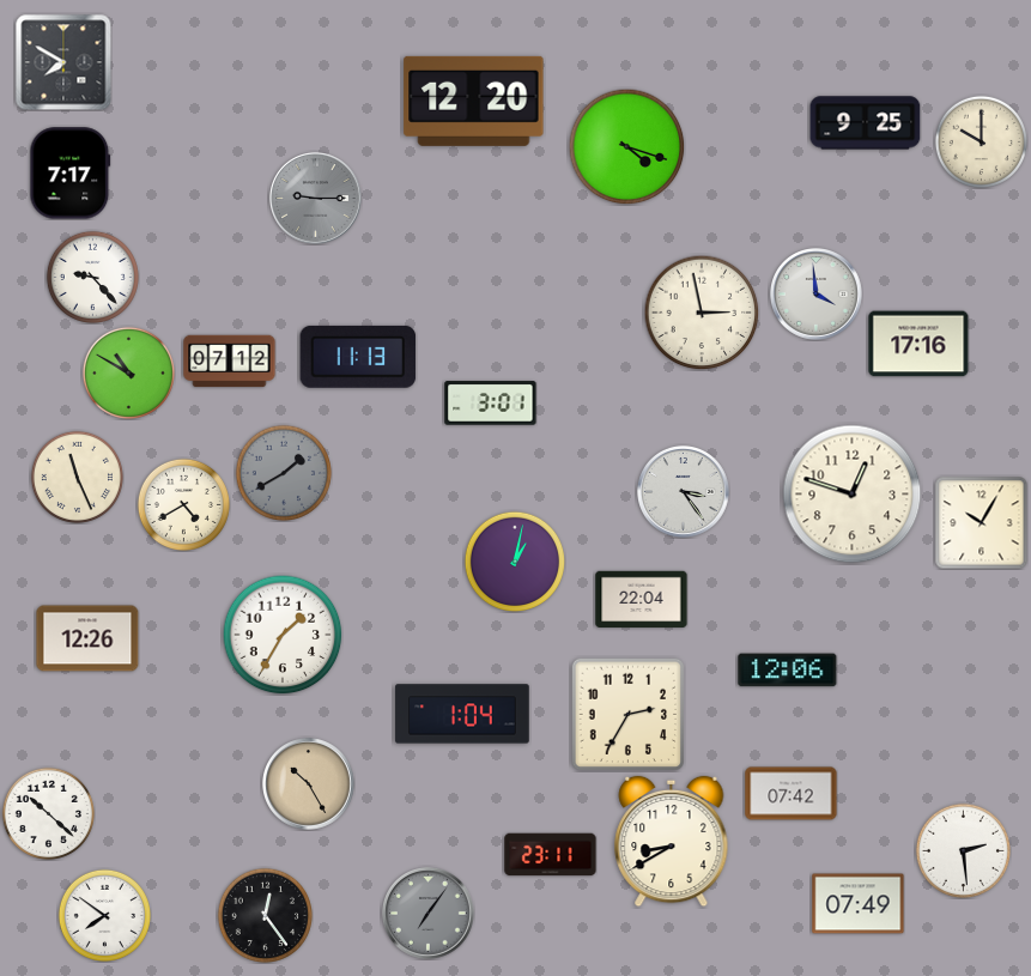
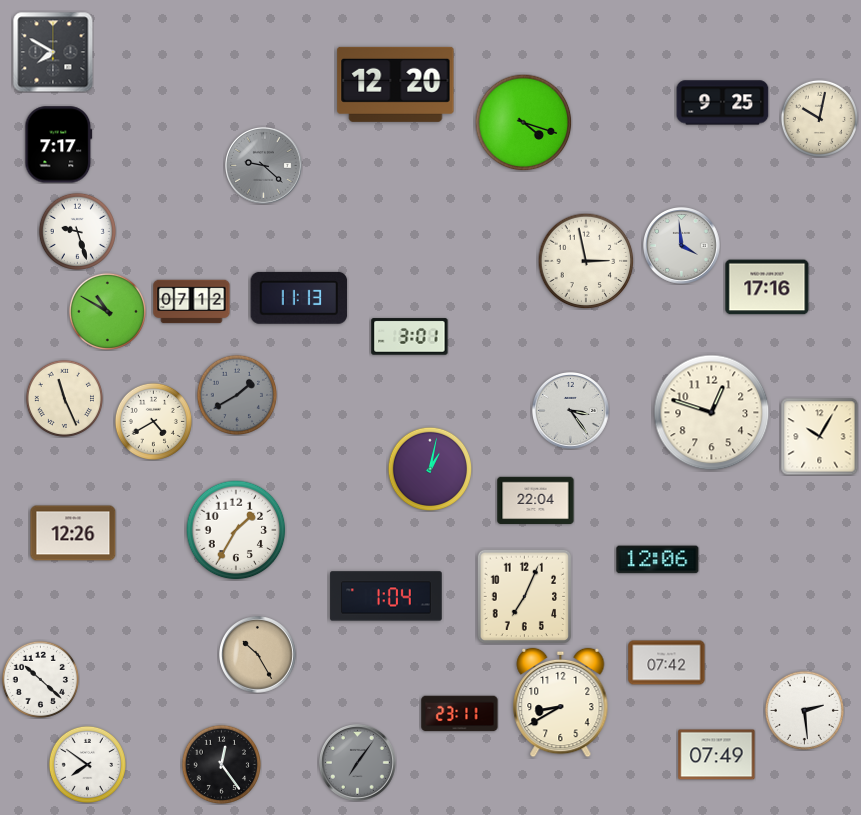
clock at (981, 141): 10:00 -> 10:02
clock at (316, 199): 9:15 -> 9:22
clock at (92, 277): 9:23 -> 9:27
clock at (627, 714): 2:35 -> 7:04
clock at (792, 794) position: (792, 794) -> (667, 663)
